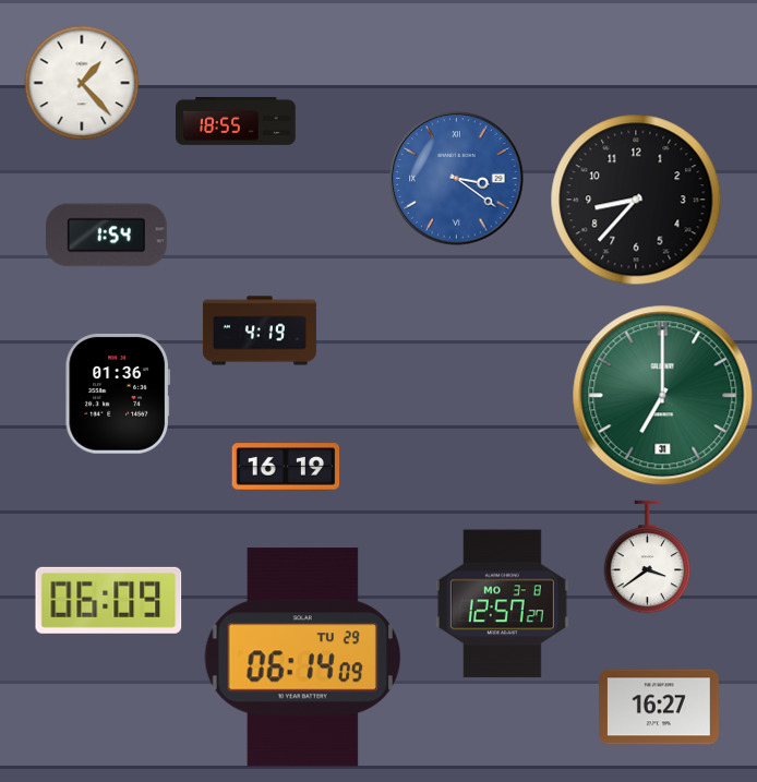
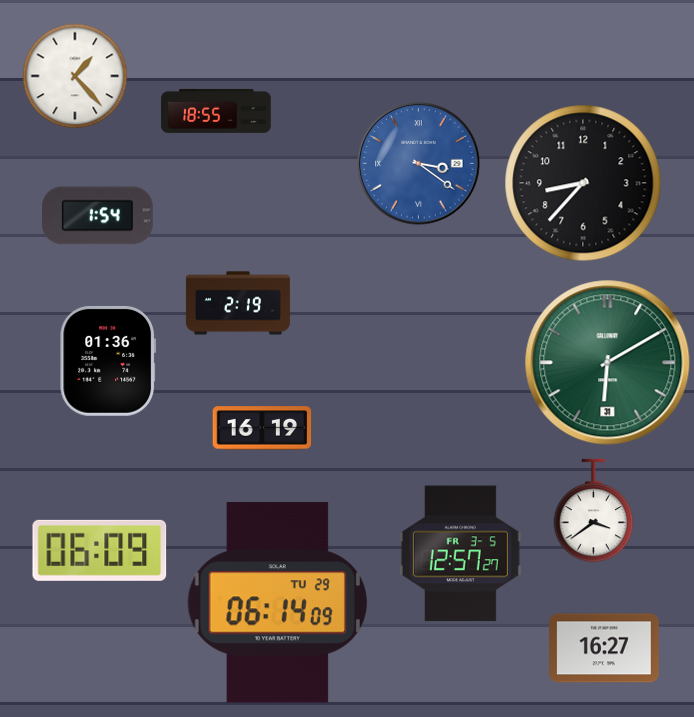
clock at (260, 330): 4:19 -> 2:19
clock at (663, 396): 7:00 -> 6:10
clock at (502, 604) date: MO 3-8 -> FR 3-5
